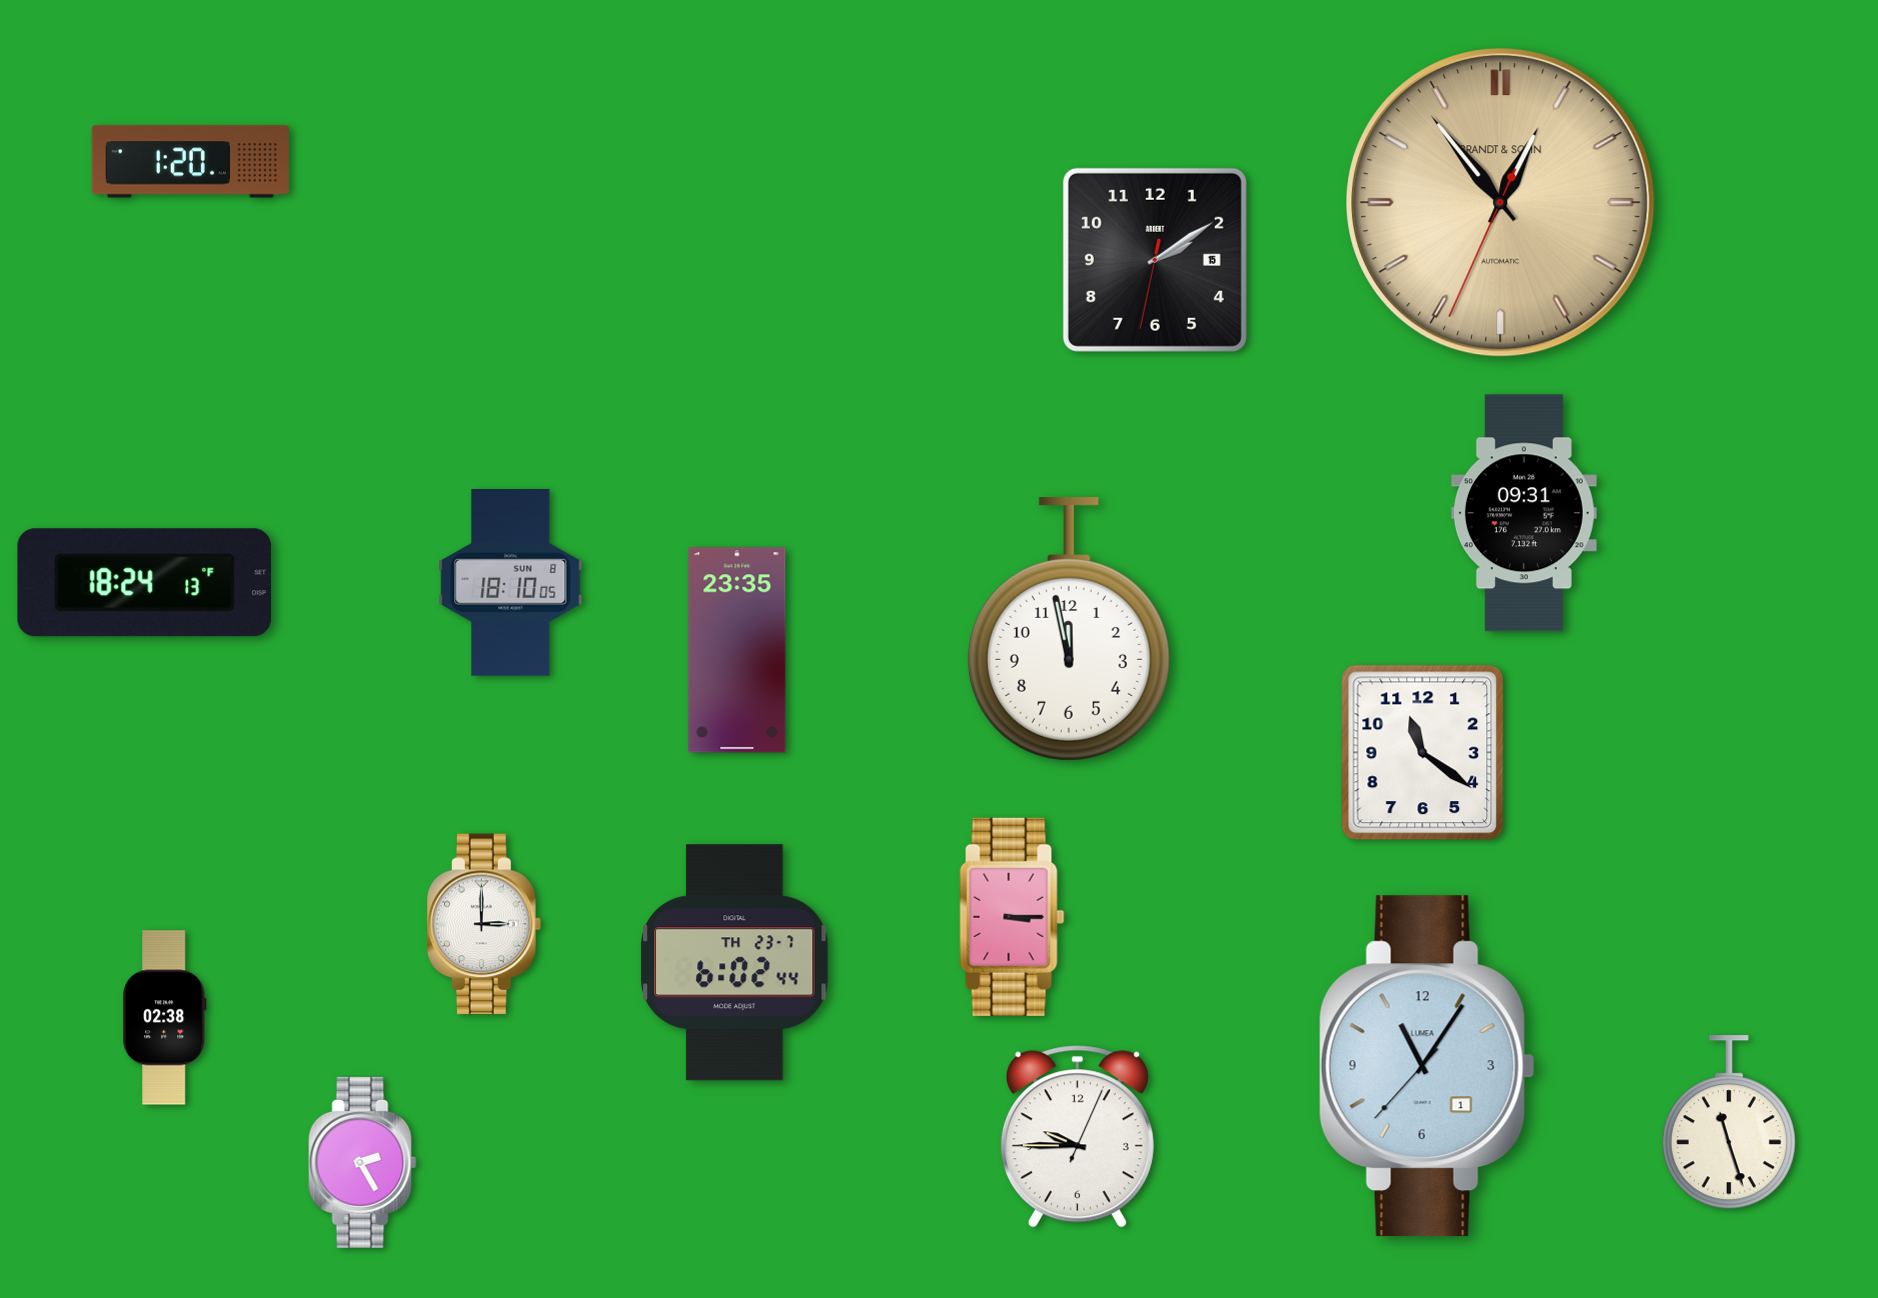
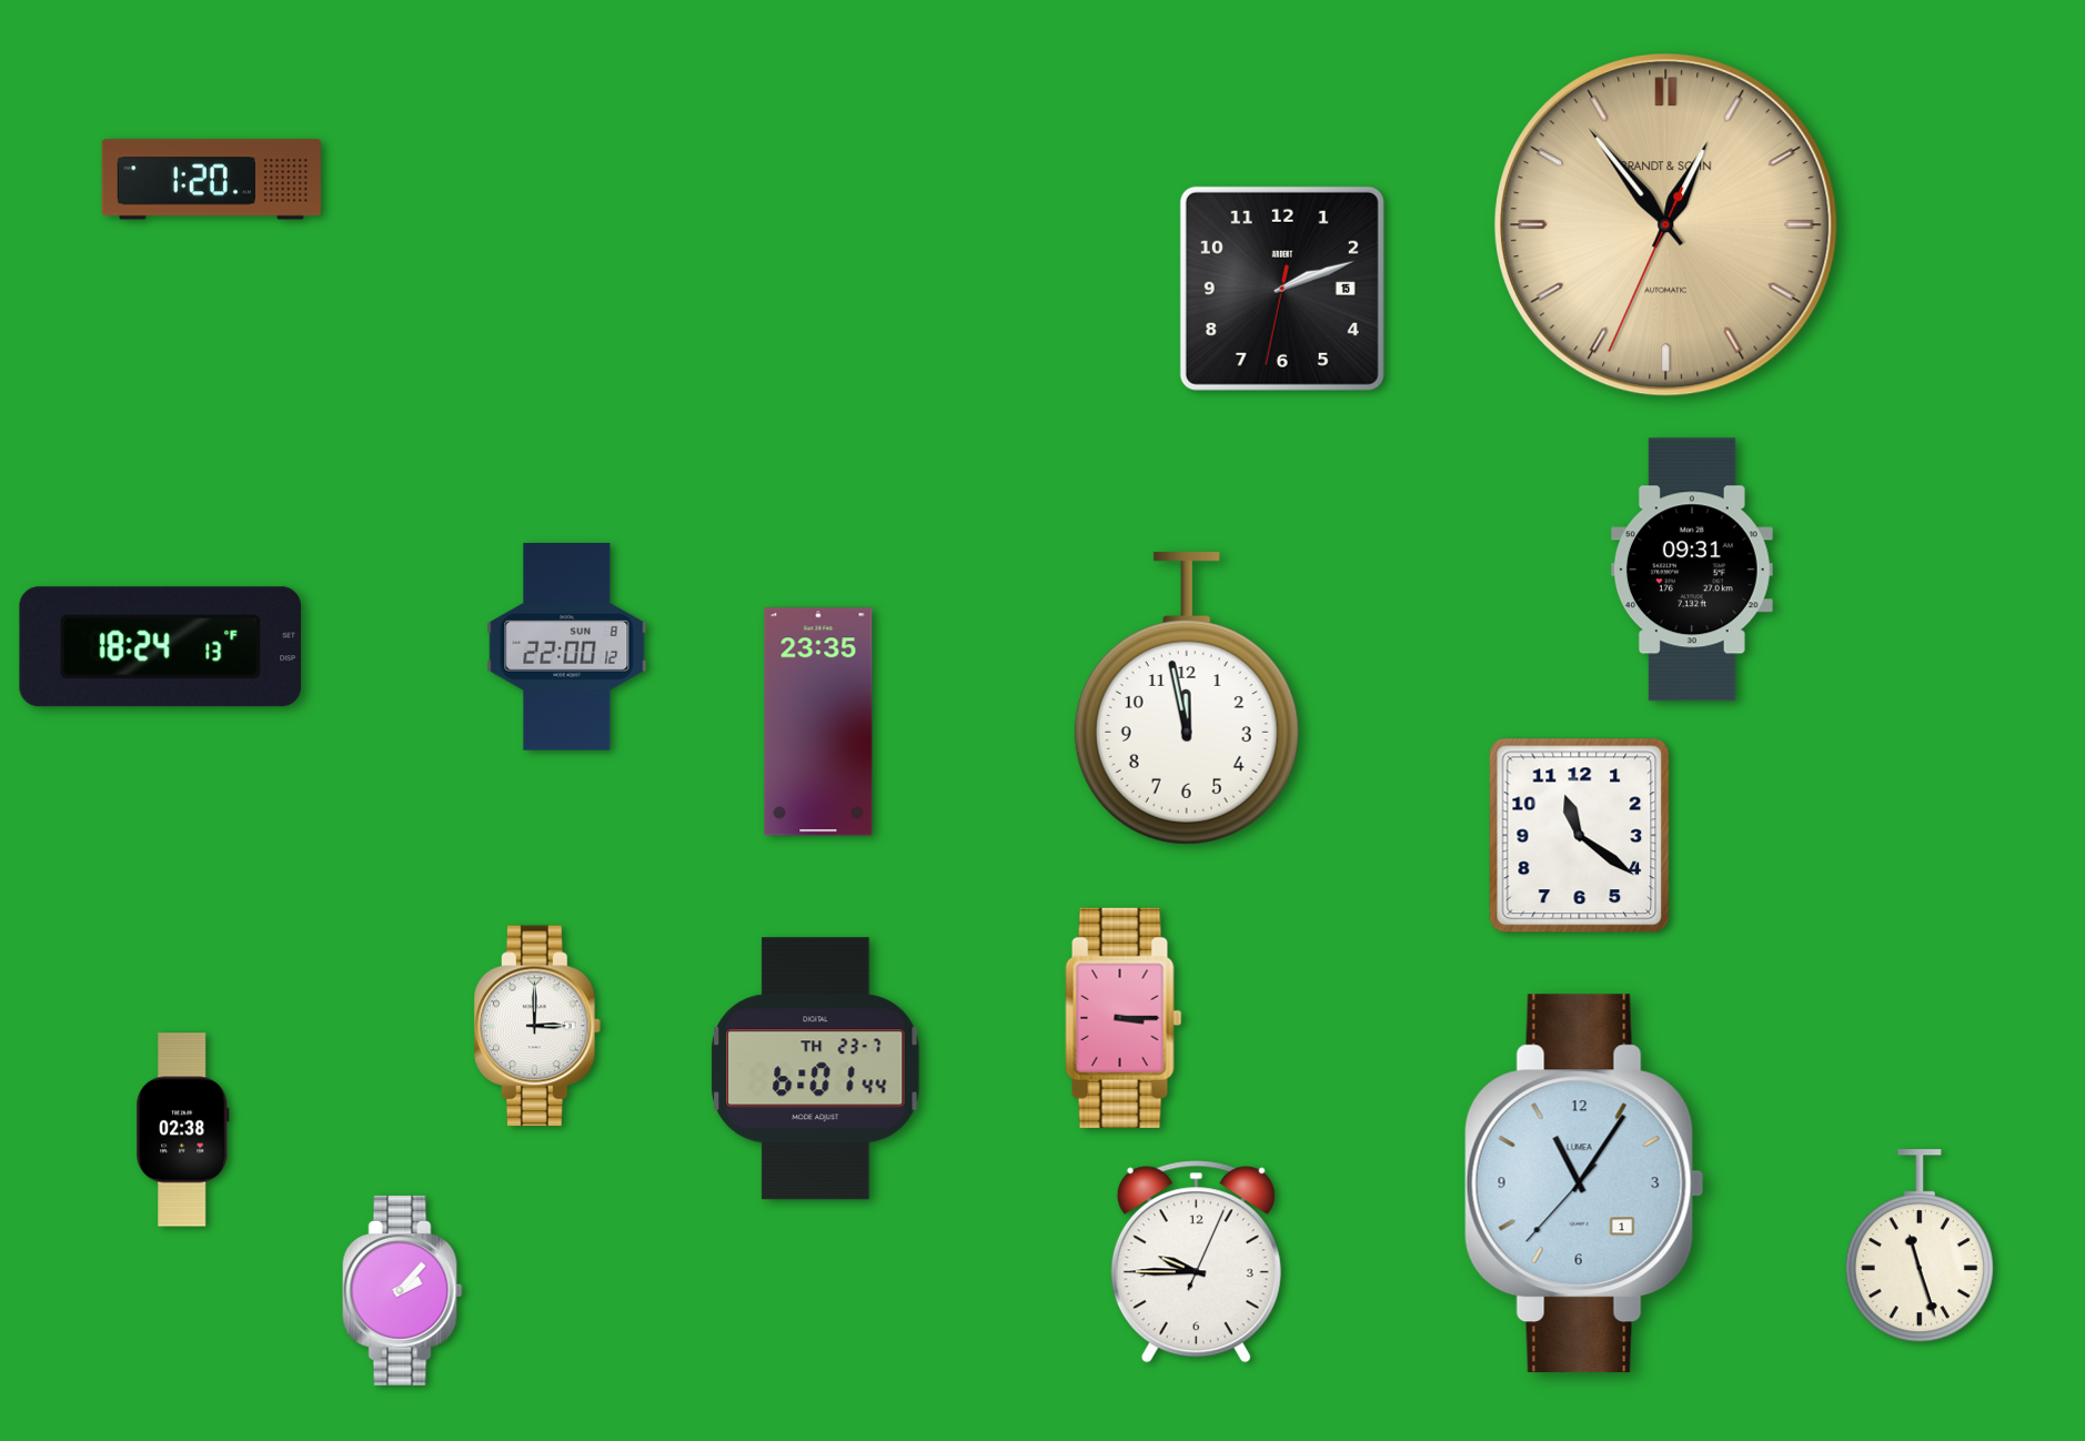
clock at (1155, 260): 2:09 -> 2:11
clock at (511, 583): 18:10 -> 22:00
clock at (735, 963): 6:02 -> 6:01
clock at (363, 1162): 2:25 -> 2:07
